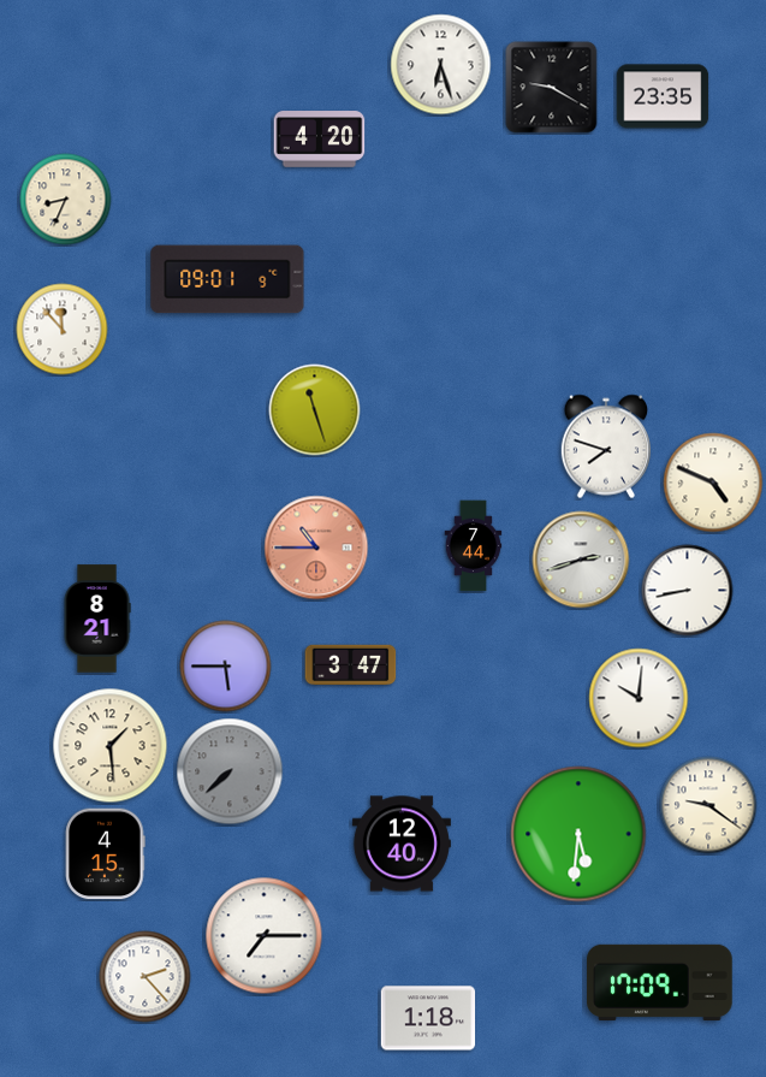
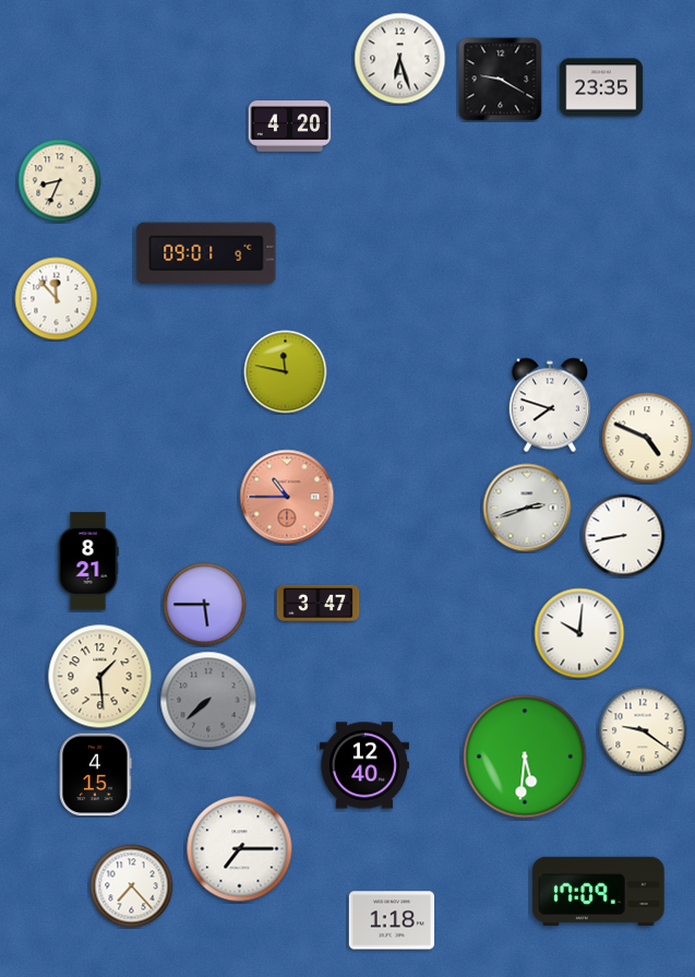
clock at (315, 410): 11:27 -> 11:47
clock at (474, 546): 7:44 -> none
clock at (146, 977): 2:23 -> 7:23
clock at (428, 1018) position: (428, 1018) -> (392, 920)
